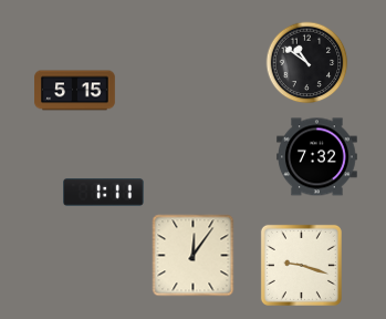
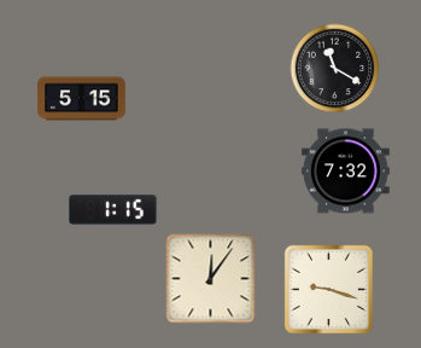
clock at (307, 63): 10:51 -> 11:20
clock at (104, 193): 1:11 -> 1:15
